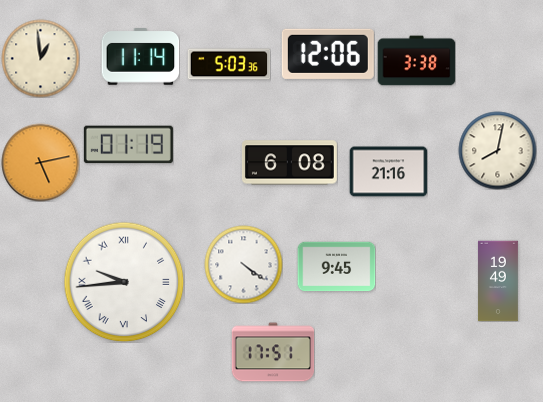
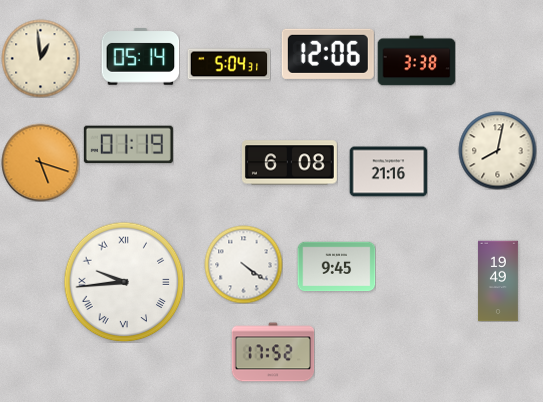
clock at (140, 57): 11:14 -> 05:14
clock at (229, 64): 5:03 -> 5:04
clock at (40, 162): 5:13 -> 5:18
clock at (273, 352): 17:51 -> 17:52
